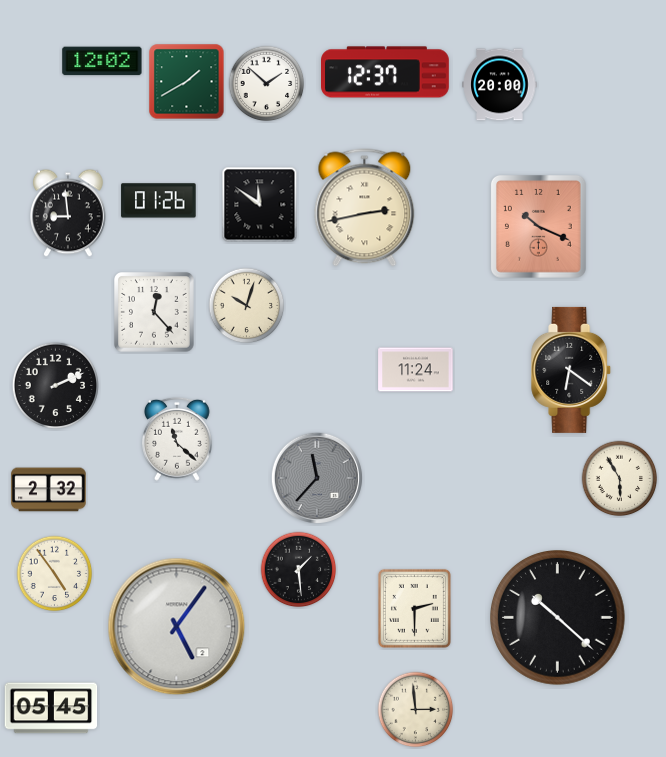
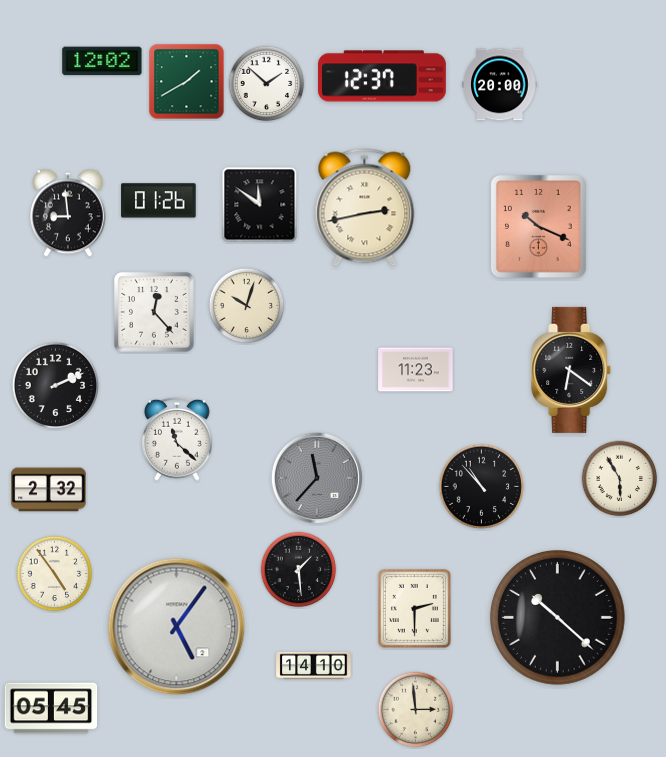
clock at (386, 72) position: (386, 72) -> (383, 76)
clock at (416, 370): 11:24 -> 11:23
clock at (481, 486): none -> 10:53
clock at (314, 666): none -> 14:10
